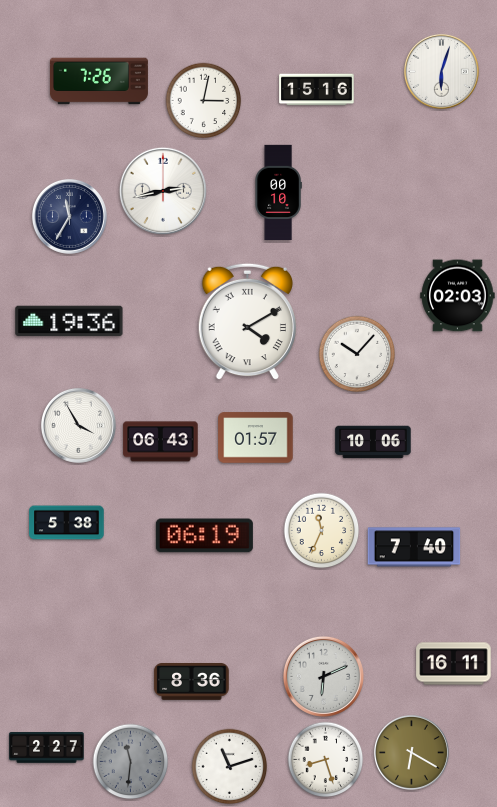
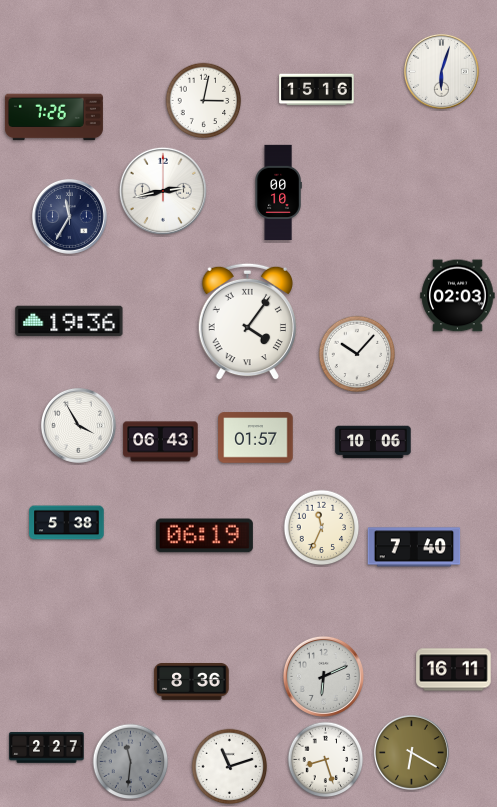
clock at (99, 81) position: (99, 81) -> (54, 117)
clock at (247, 322): 4:10 -> 4:06
clock at (322, 531) position: (322, 531) -> (322, 528)
clock at (454, 664) position: (454, 664) -> (454, 670)
